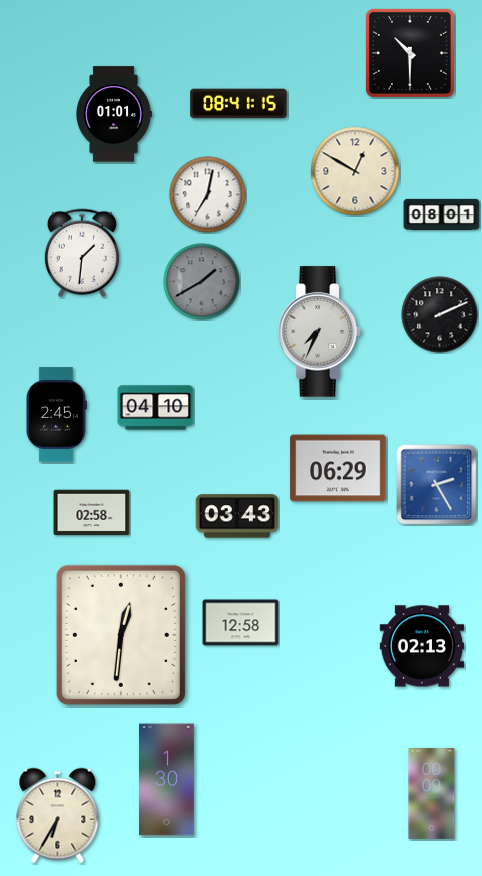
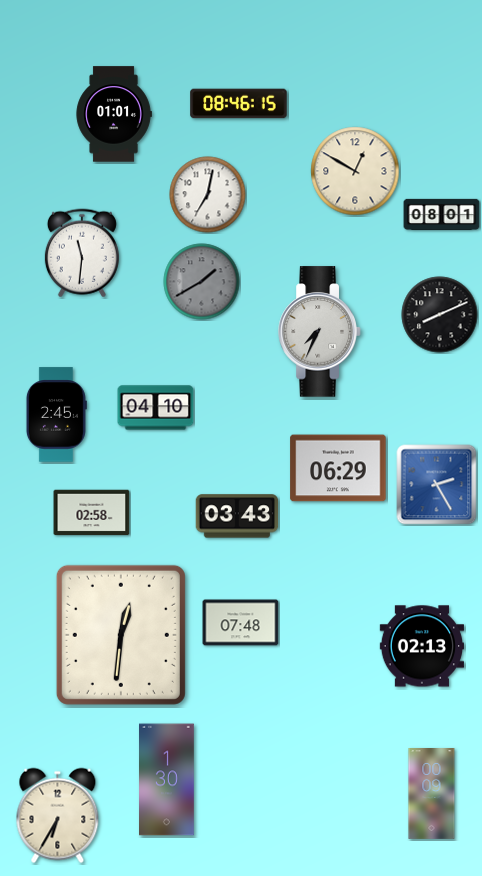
clock at (410, 53): 10:30 -> none
clock at (239, 104): 08:41 -> 08:46
clock at (82, 253): 1:31 -> 11:31
clock at (440, 315): 2:11 -> 8:11
clock at (241, 623): 12:58 -> 07:48
